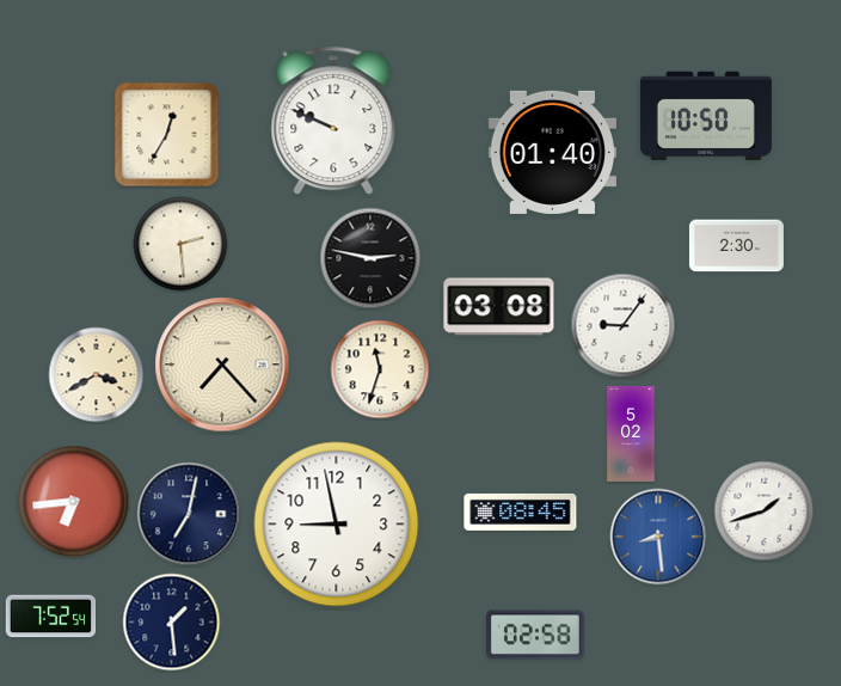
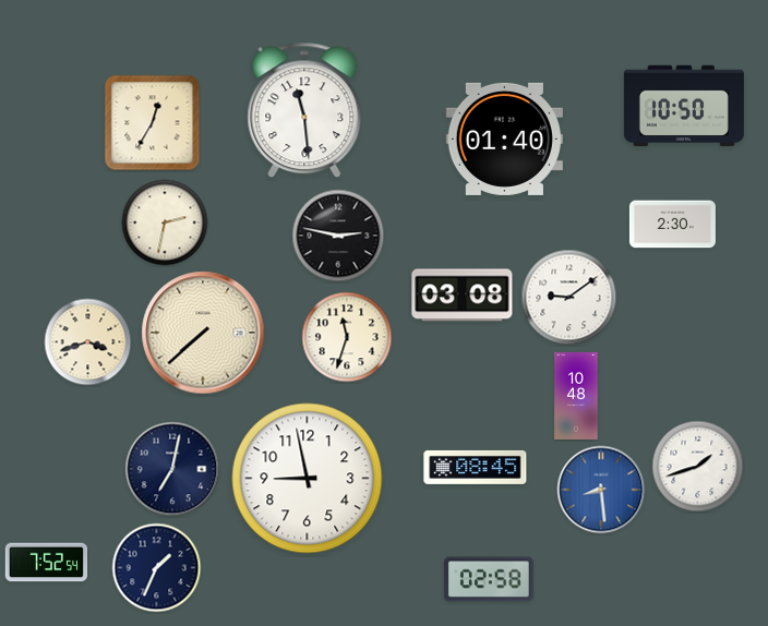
clock at (706, 116) position: (706, 116) -> (684, 106)
clock at (333, 121): 9:49 -> 11:29
clock at (180, 244): 2:29 -> 2:32
clock at (499, 307) position: (499, 307) -> (463, 296)
clock at (624, 326): 9:06 -> 9:09
clock at (222, 365): 7:23 -> 7:38
clock at (97, 375): 3:40 -> 3:42
clock at (631, 434): 5:02 -> 10:48
clock at (74, 502): 6:44 -> none
clock at (172, 623): 1:29 -> 1:34
